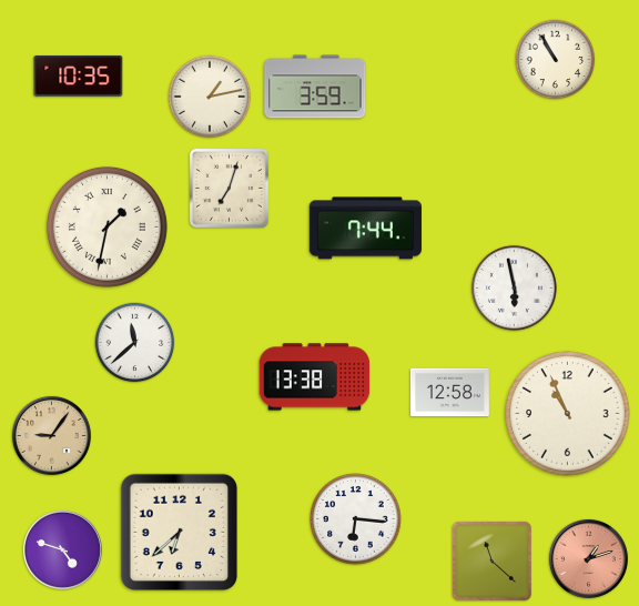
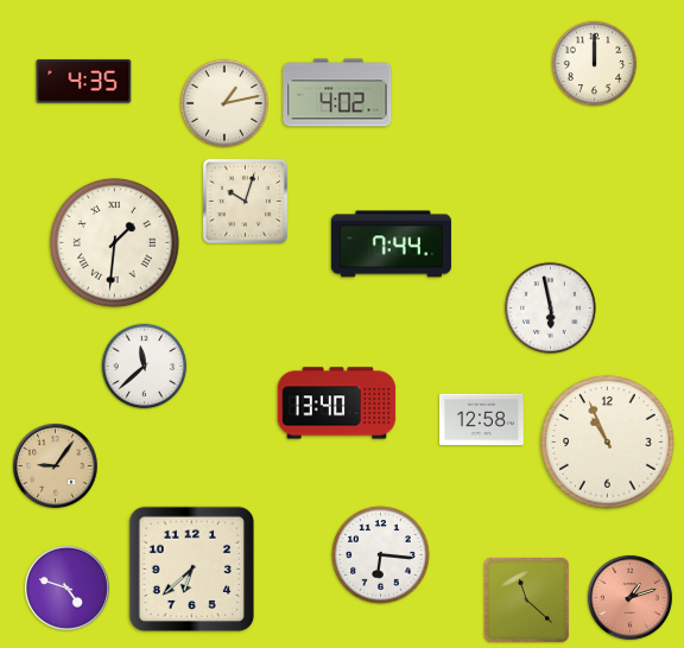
clock at (556, 60): 10:55 -> 12:00
clock at (79, 75): 10:35 -> 4:35
clock at (315, 87): 3:59 -> 4:02
clock at (229, 188): 7:03 -> 10:03
clock at (106, 226): 1:32 -> 1:31
clock at (315, 377): 13:38 -> 13:40
